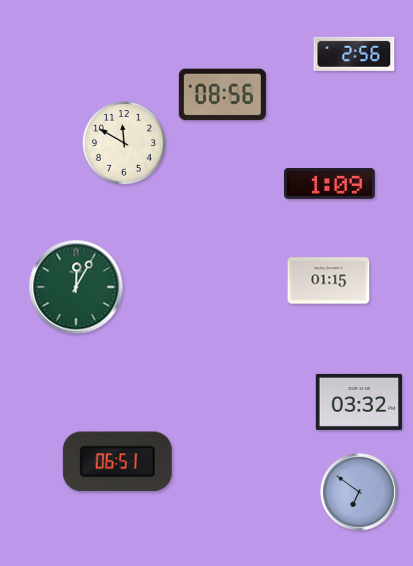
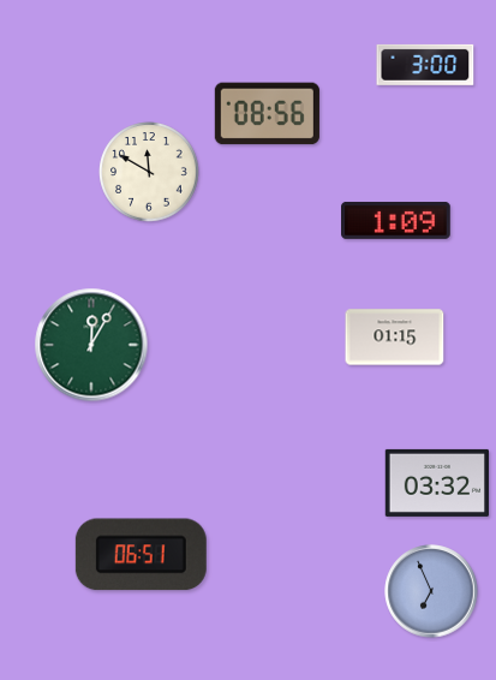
clock at (354, 54): 2:56 -> 3:00
clock at (358, 402) position: (358, 402) -> (436, 483)
clock at (359, 492): 6:51 -> 6:56
